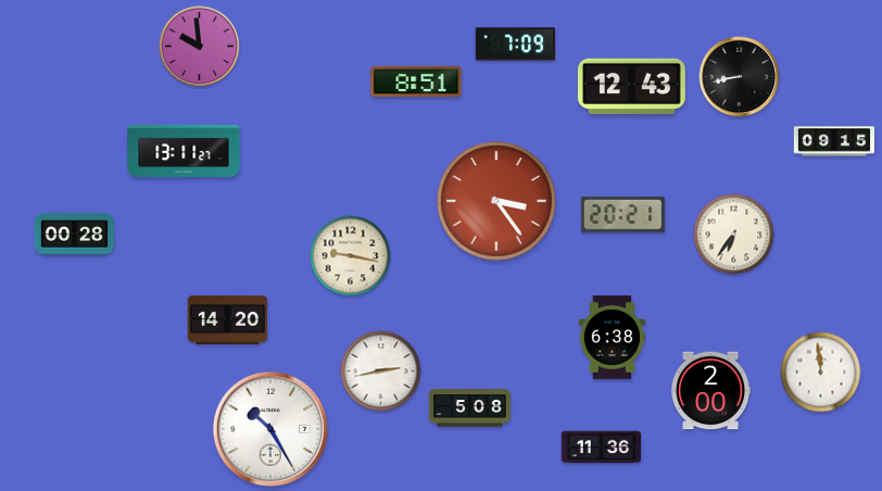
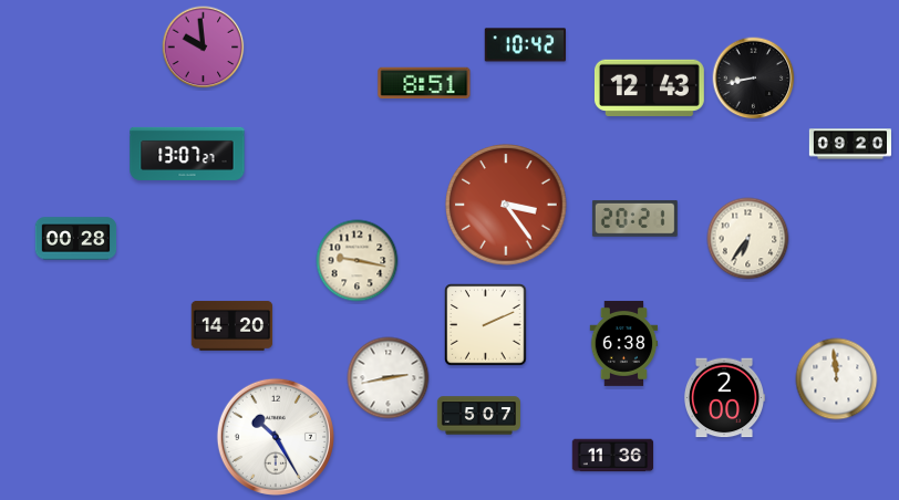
clock at (515, 45): 7:09 -> 10:42
clock at (631, 87) position: (631, 87) -> (649, 88)
clock at (833, 141): 09:15 -> 09:20
clock at (184, 151): 13:11 -> 13:07
clock at (486, 325): none -> 2:11
clock at (469, 408): 5:08 -> 5:07
